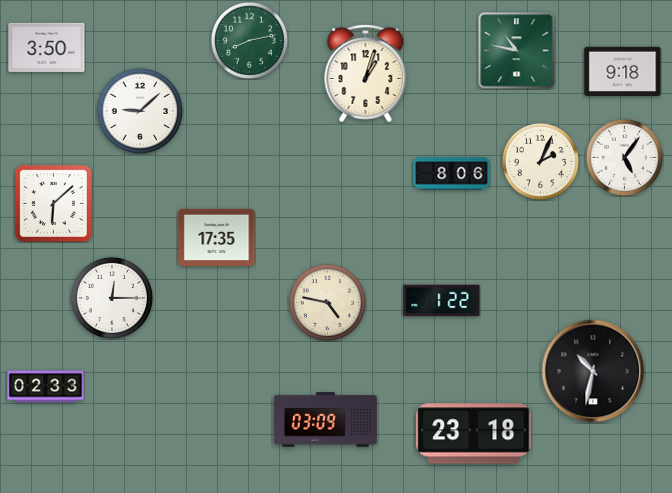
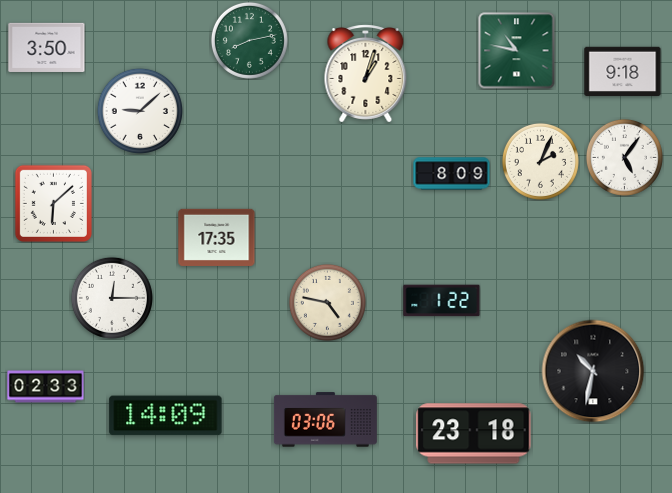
clock at (452, 174): 8:06 -> 8:09
clock at (166, 416): none -> 14:09
clock at (325, 420): 03:09 -> 03:06
